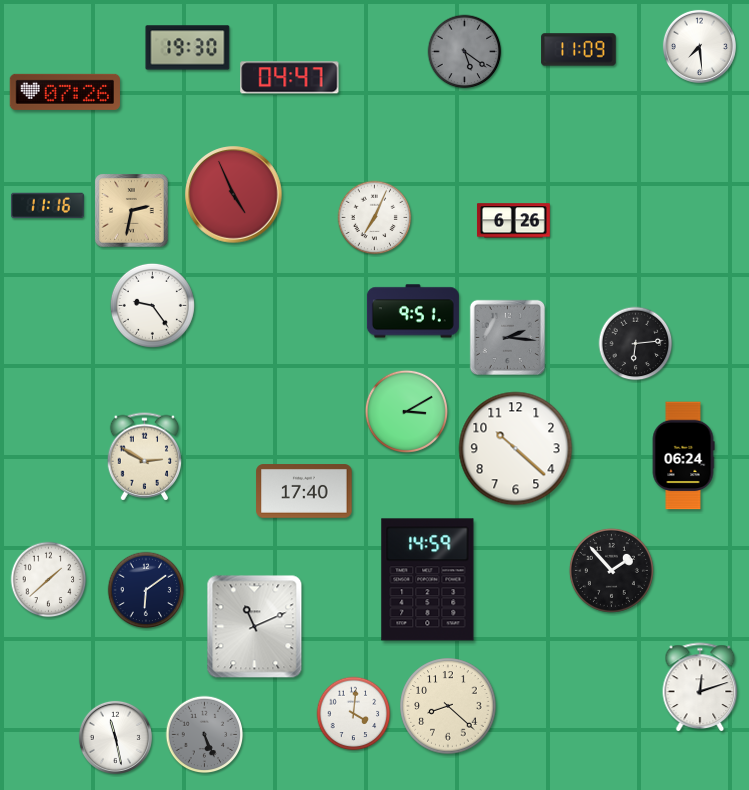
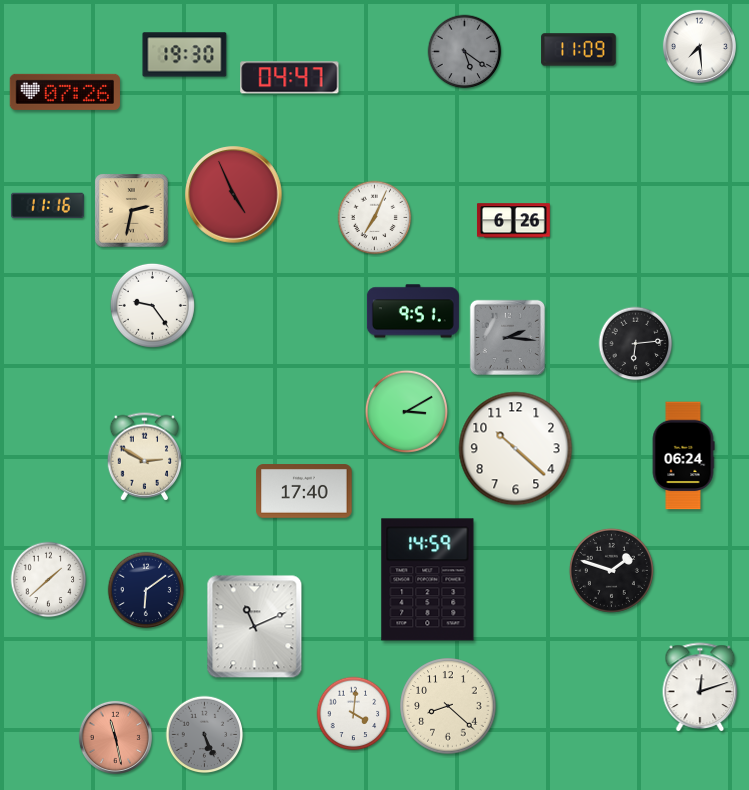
clock at (188, 48) position: (188, 48) -> (185, 55)
clock at (611, 570): 1:53 -> 1:48
clock at (115, 737) dial: white -> salmon
